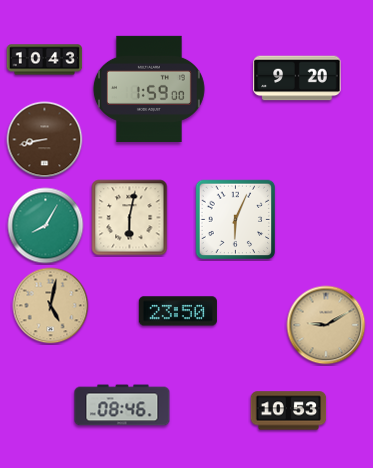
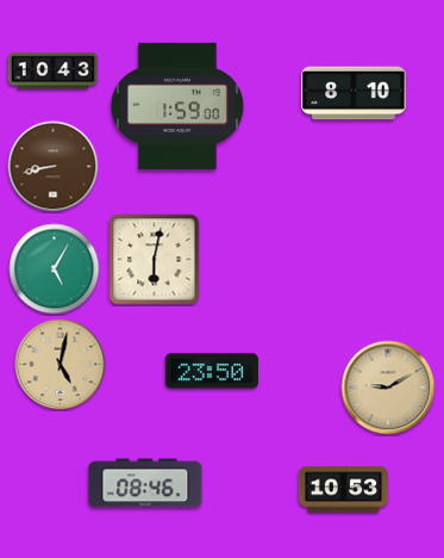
clock at (297, 78): 9:20 -> 8:10
clock at (236, 220): 6:04 -> none
clock at (46, 226): 8:05 -> 5:05
